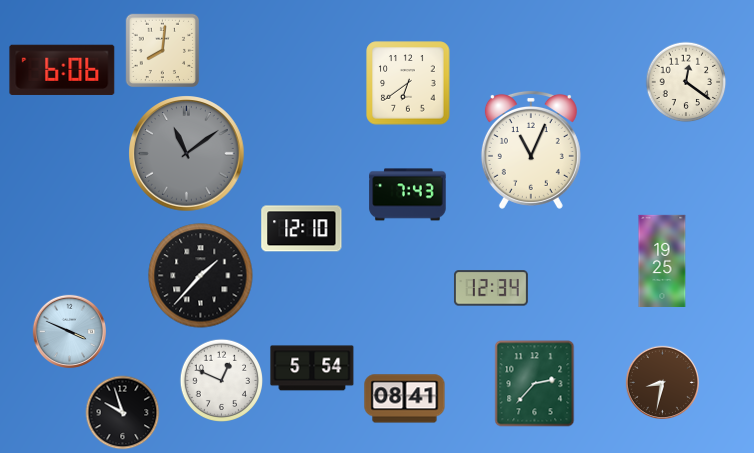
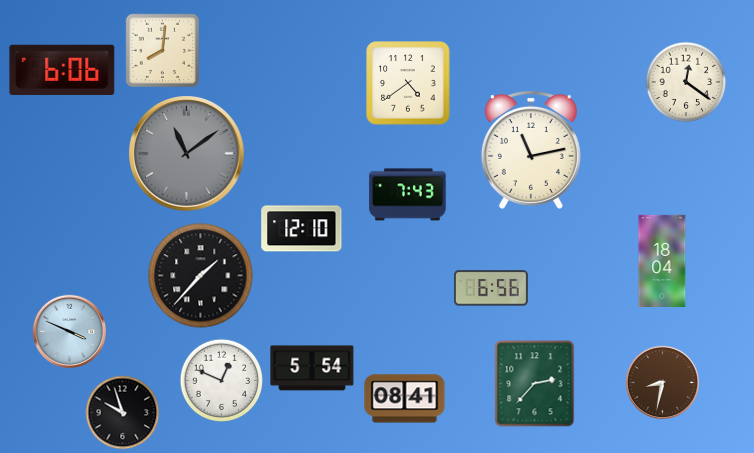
clock at (408, 83): 6:39 -> 4:39
clock at (531, 150): 11:04 -> 11:13
clock at (662, 260): 19:25 -> 18:04
clock at (491, 288): 12:34 -> 6:56
